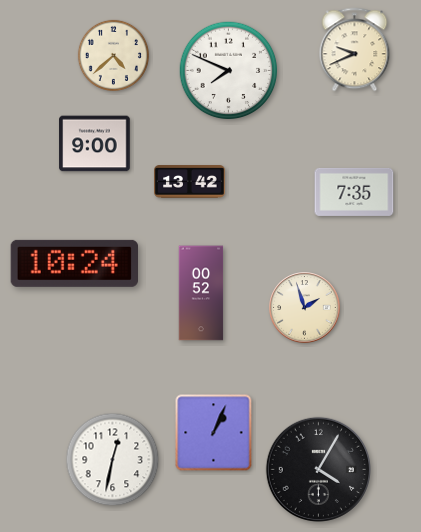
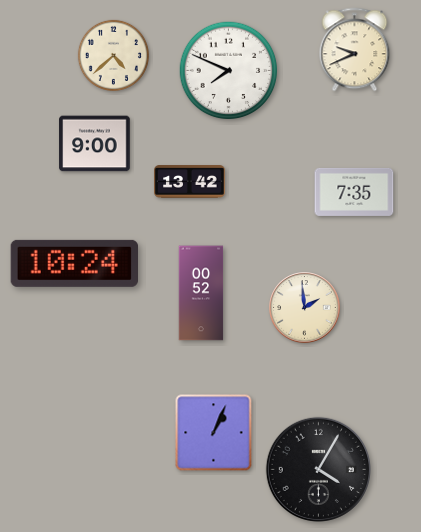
clock at (305, 308): 1:57 -> 1:59
clock at (113, 460): 12:32 -> none
